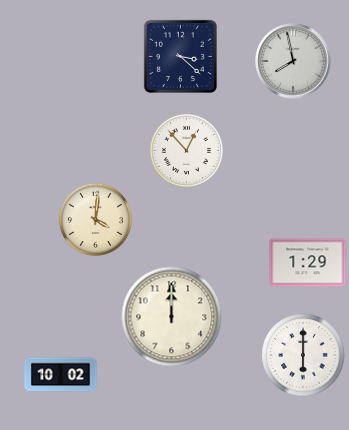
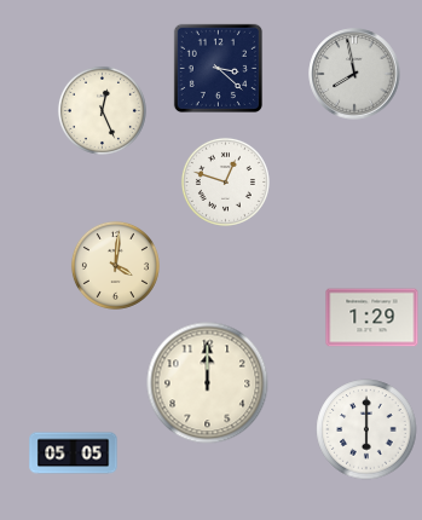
clock at (102, 110): none -> 12:26
clock at (186, 150): 12:53 -> 12:48
clock at (61, 375): 10:02 -> 05:05
